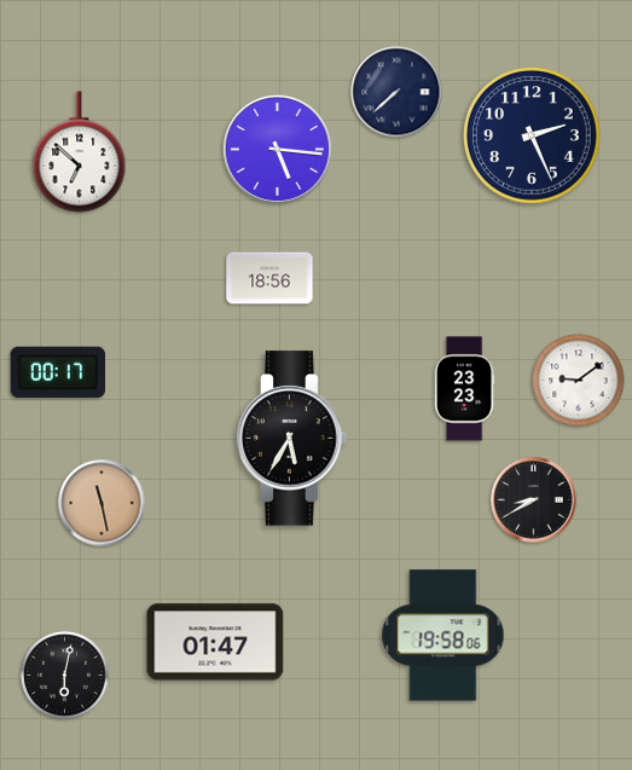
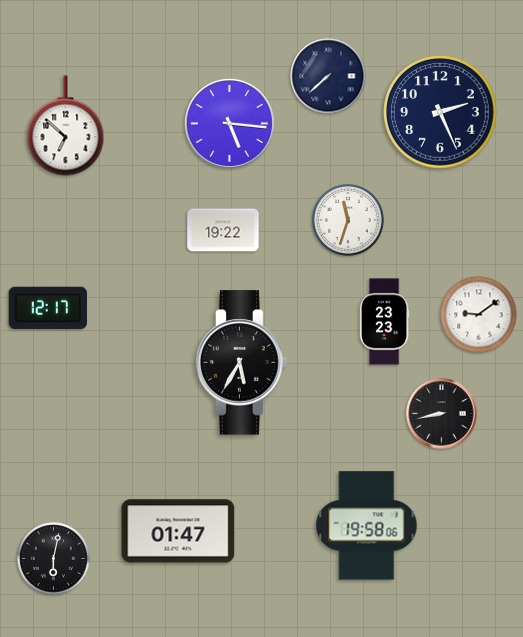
clock at (349, 221): none -> 11:33
clock at (269, 278): 18:56 -> 19:22
clock at (57, 371): 00:17 -> 12:17
clock at (534, 500): 8:40 -> 8:43
clock at (102, 503): 11:28 -> none
